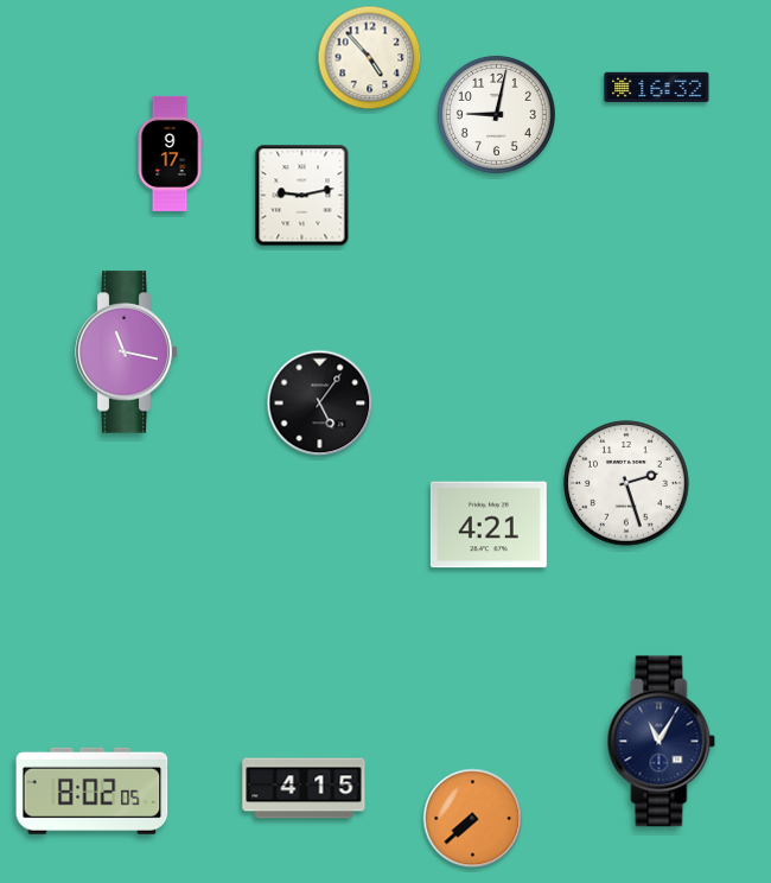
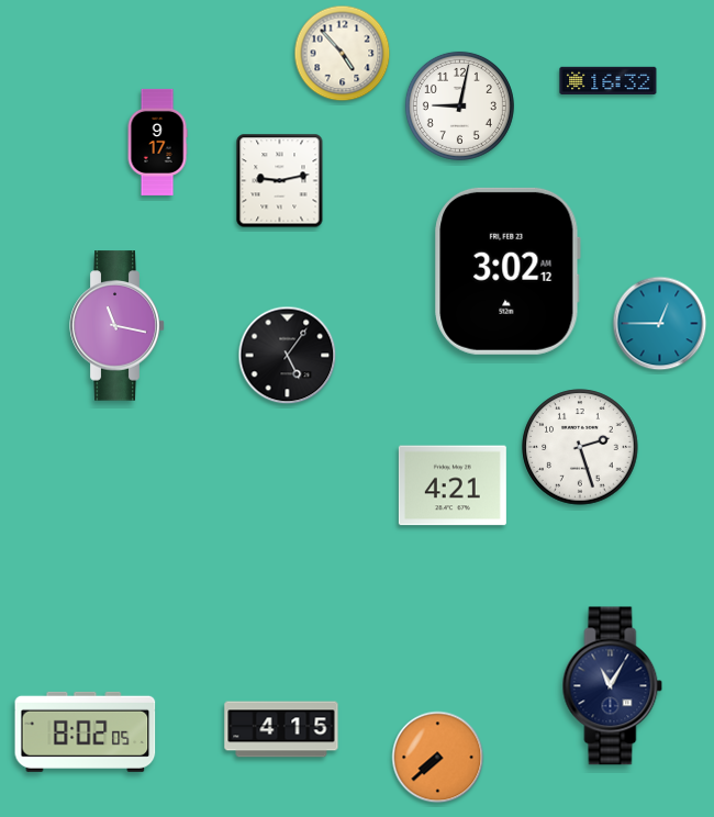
clock at (507, 271): none -> 3:02
clock at (660, 324): none -> 12:45
clock at (320, 404) position: (320, 404) -> (288, 356)
